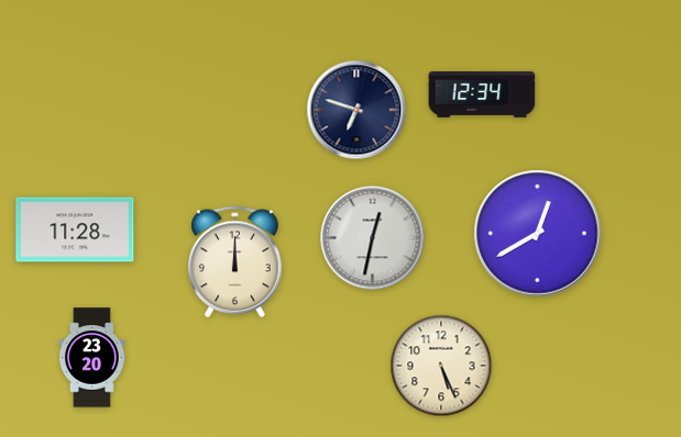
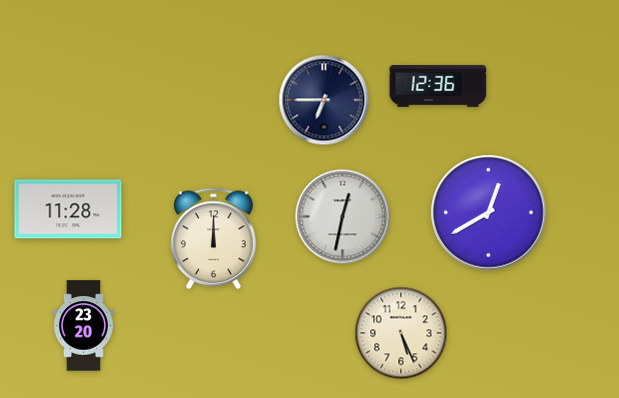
clock at (482, 94): 12:34 -> 12:36
clock at (356, 110): 6:48 -> 6:45
clock at (373, 238) position: (373, 238) -> (343, 217)
